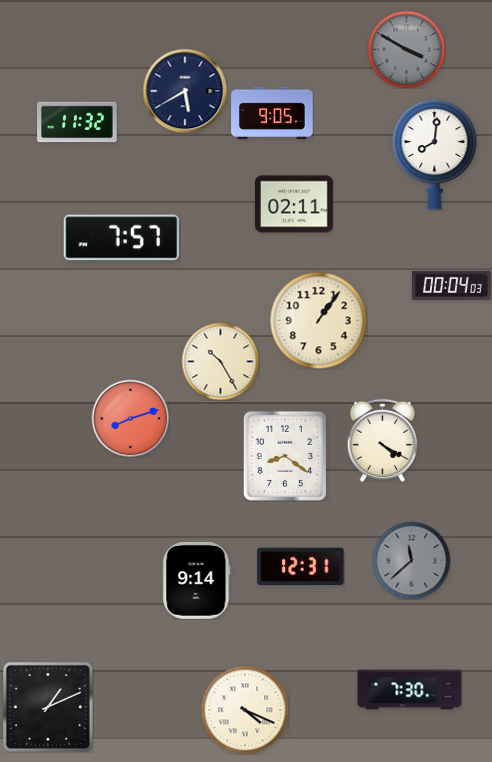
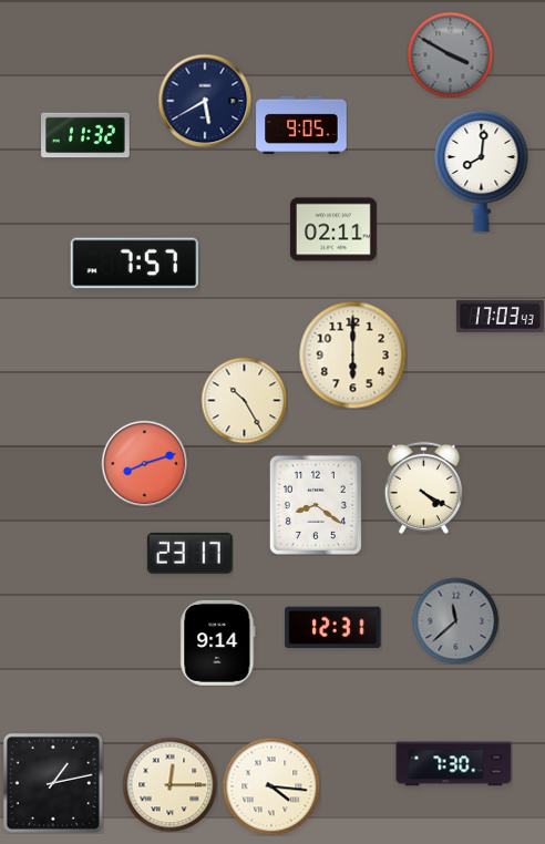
clock at (294, 204) position: (294, 204) -> (333, 229)
clock at (452, 285): 00:04 -> 17:03
clock at (318, 320): 1:06 -> 6:00
clock at (189, 553): none -> 23:17
clock at (48, 707): 1:11 -> 1:13
clock at (169, 784): none -> 12:15
clock at (245, 710): 4:19 -> 4:16
